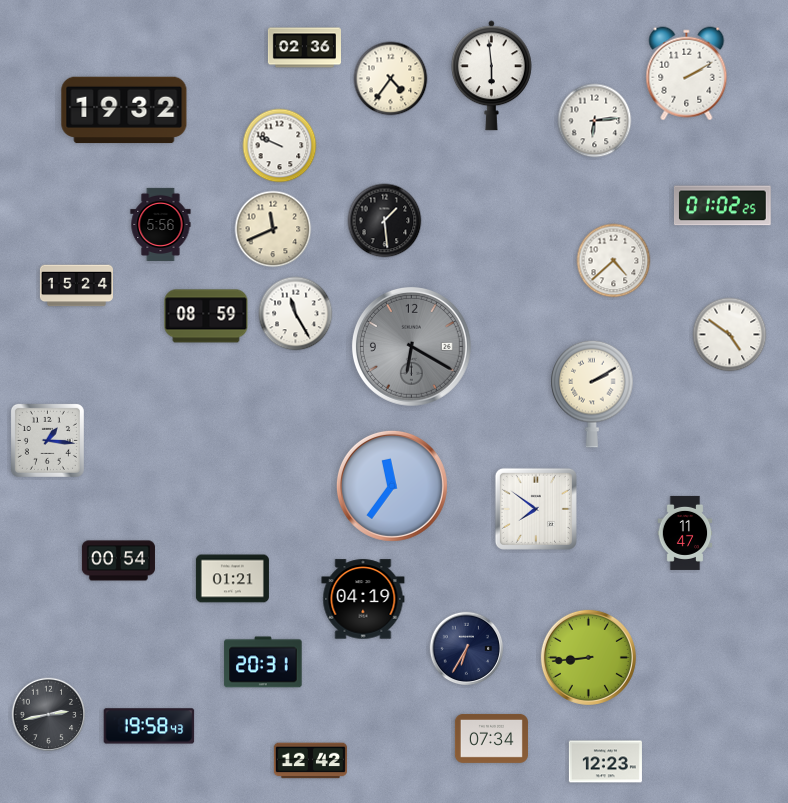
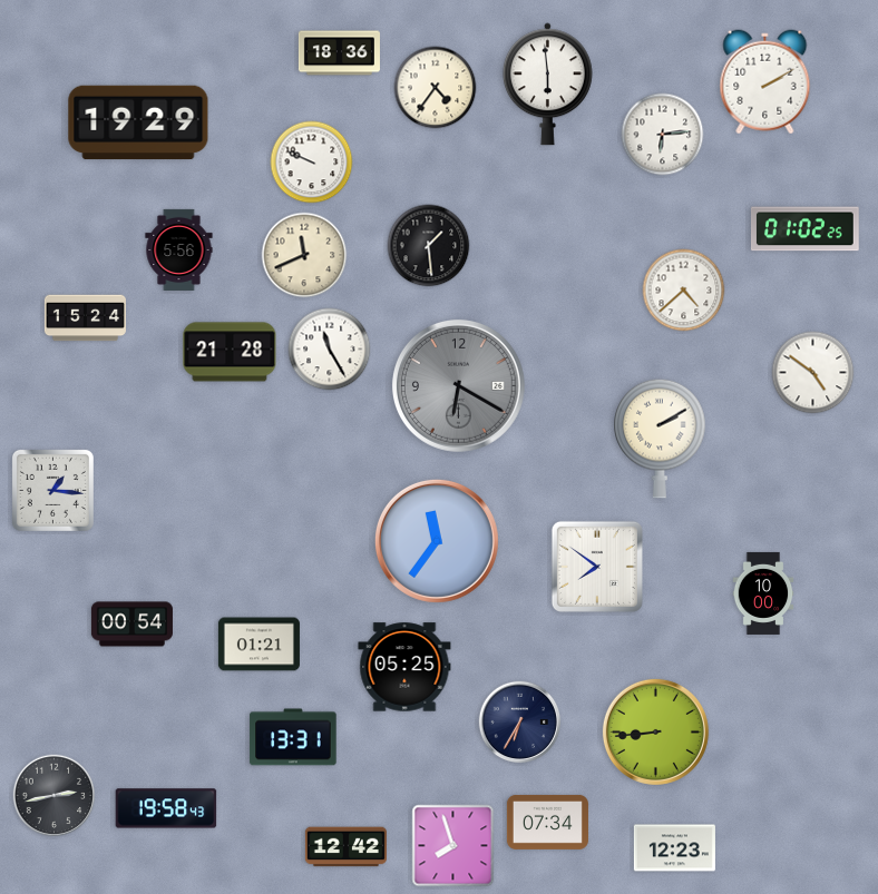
clock at (304, 48): 02:36 -> 18:36
clock at (124, 110): 19:32 -> 19:29
clock at (206, 316): 08:59 -> 21:28
clock at (685, 533): 11:47 -> 10:00
clock at (363, 599): 04:19 -> 05:25
clock at (263, 662): 20:31 -> 13:31
clock at (453, 846): none -> 7:57
